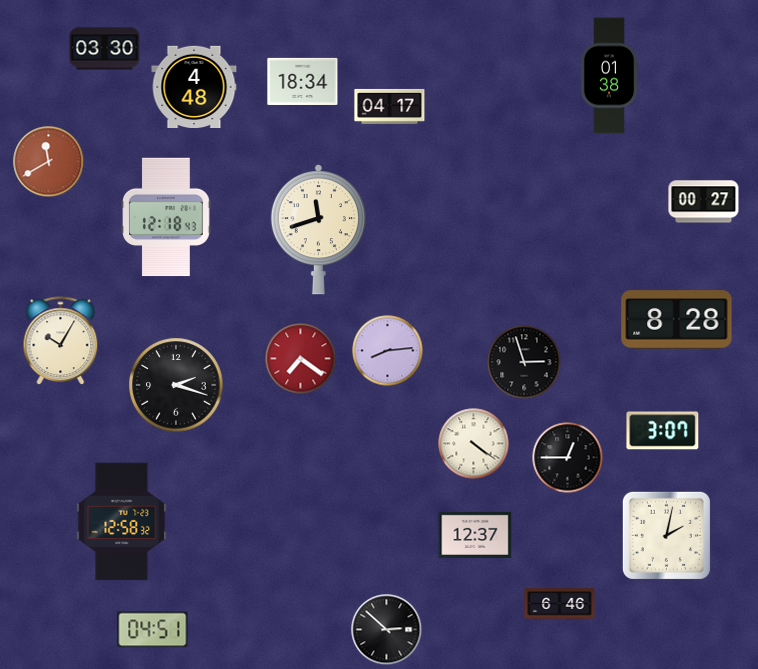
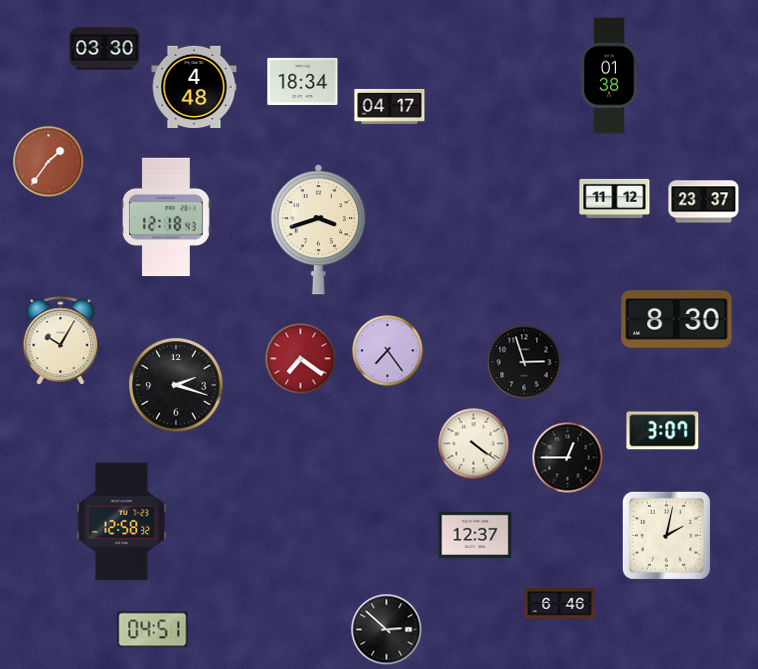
clock at (49, 162): 11:40 -> 1:36
clock at (615, 198): none -> 11:12
clock at (704, 202): 00:27 -> 23:37
clock at (318, 230): 11:42 -> 3:42
clock at (677, 320): 8:28 -> 8:30
clock at (388, 351): 8:14 -> 7:24
